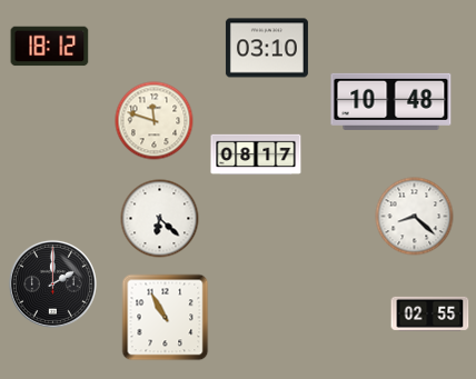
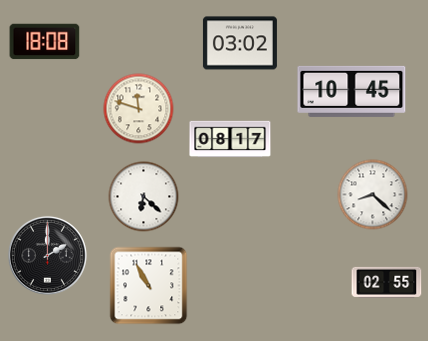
clock at (50, 47): 18:12 -> 18:08
clock at (267, 48): 03:10 -> 03:02
clock at (391, 101): 10:48 -> 10:45
